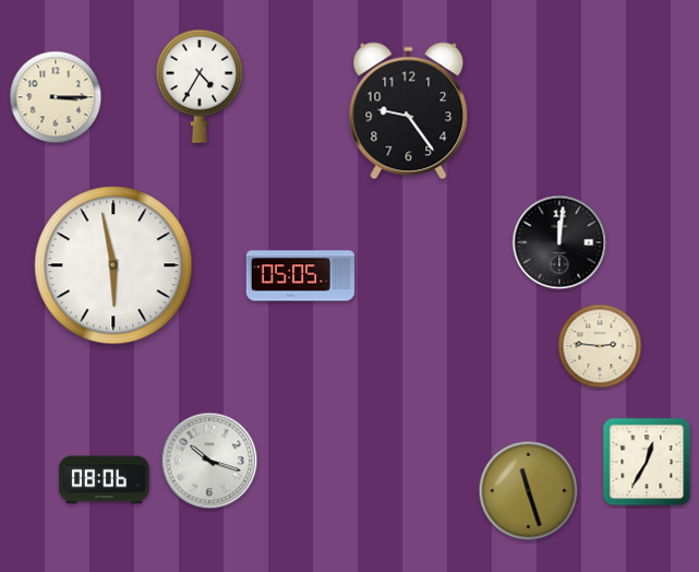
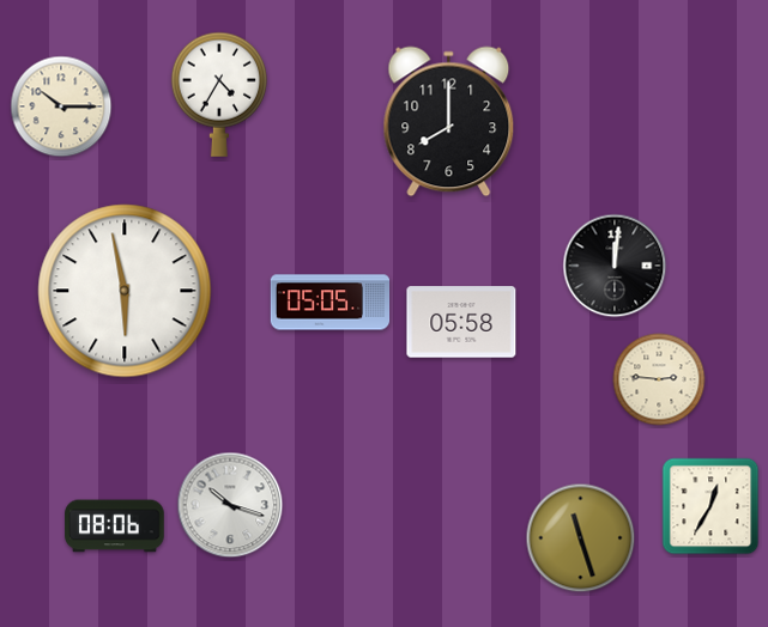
clock at (56, 97): 3:15 -> 10:15
clock at (409, 111): 9:24 -> 8:00
clock at (461, 322): none -> 05:58
